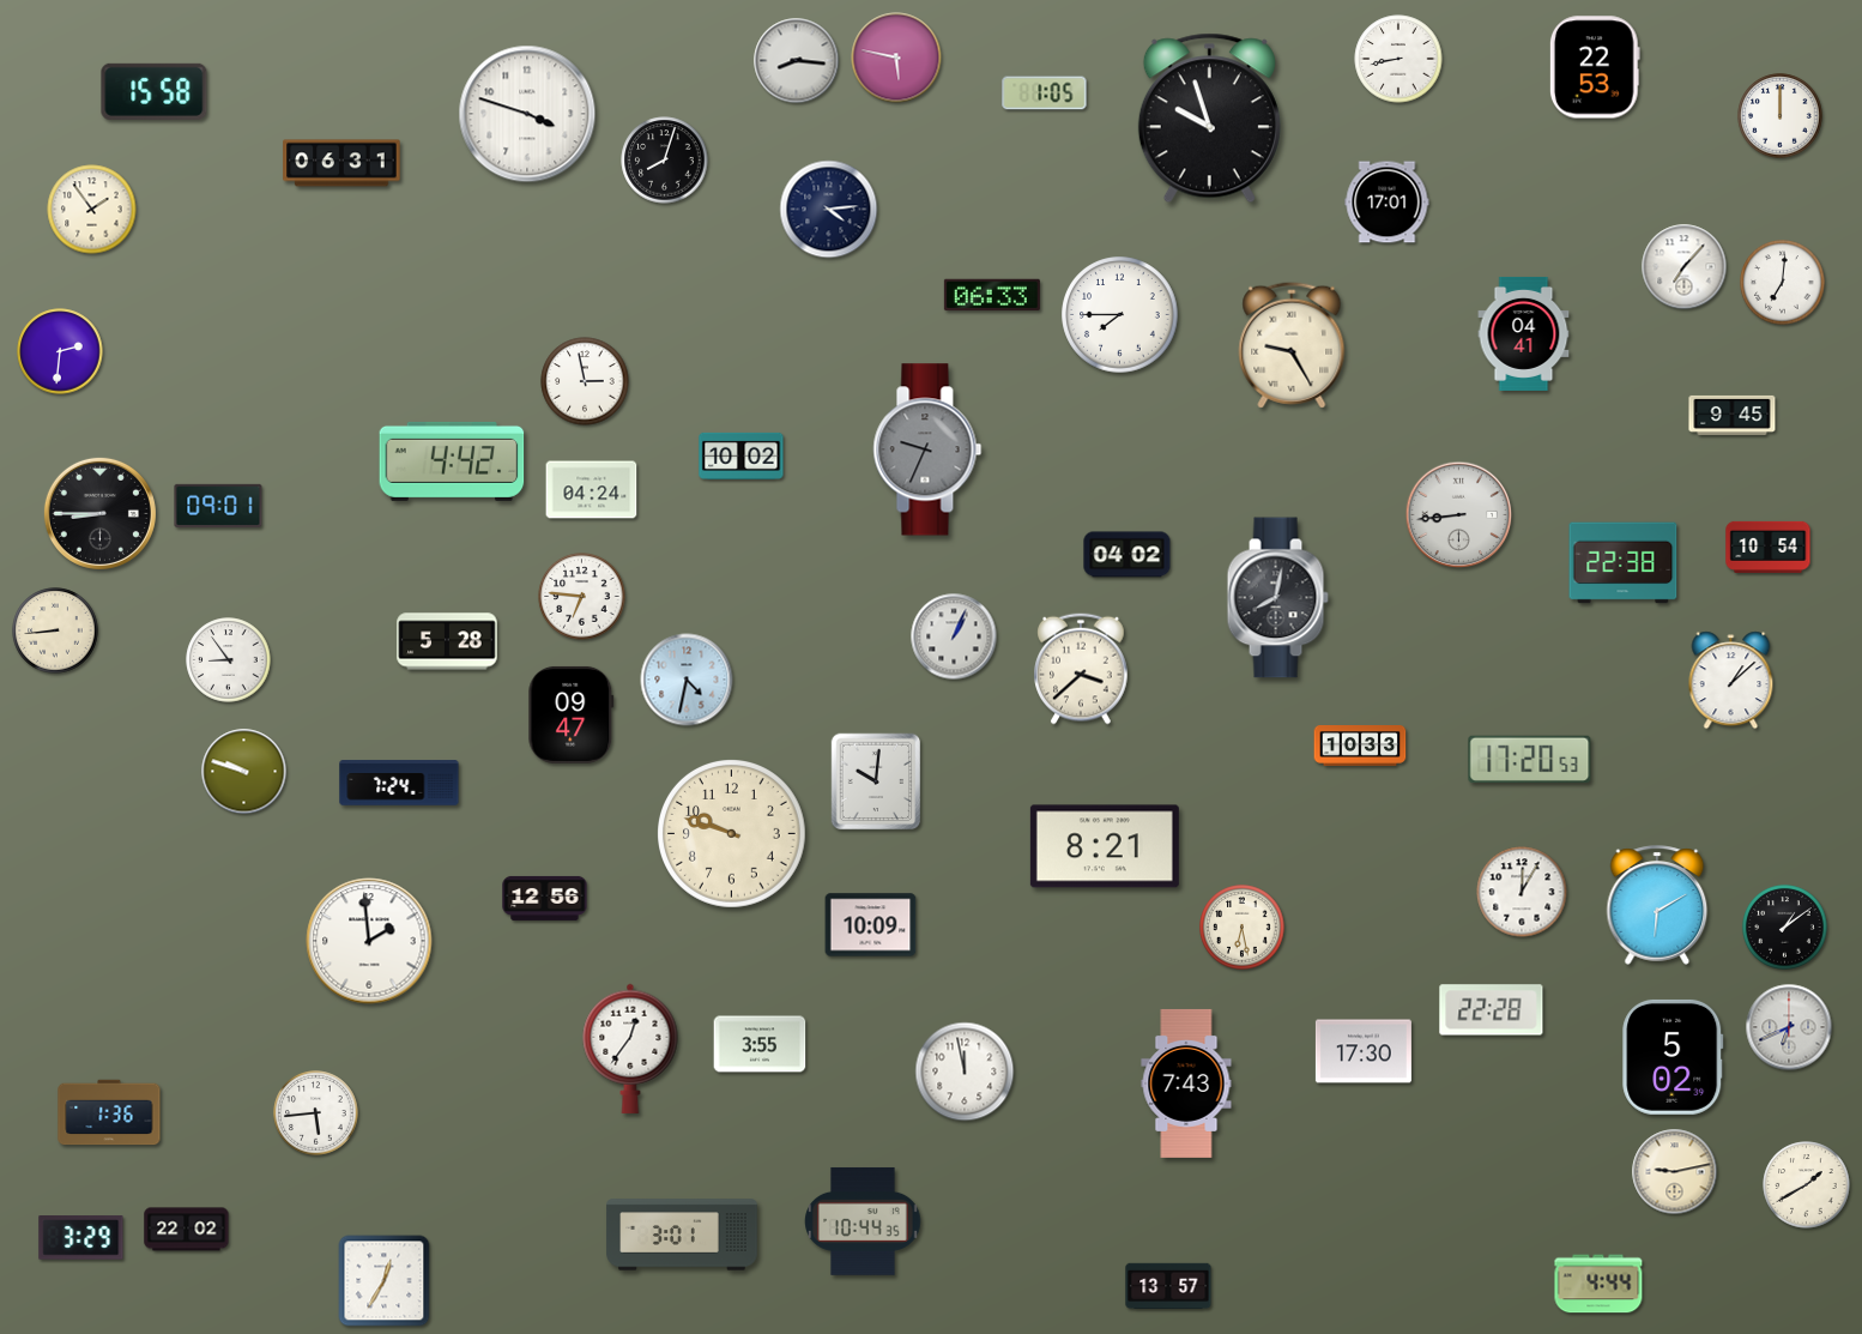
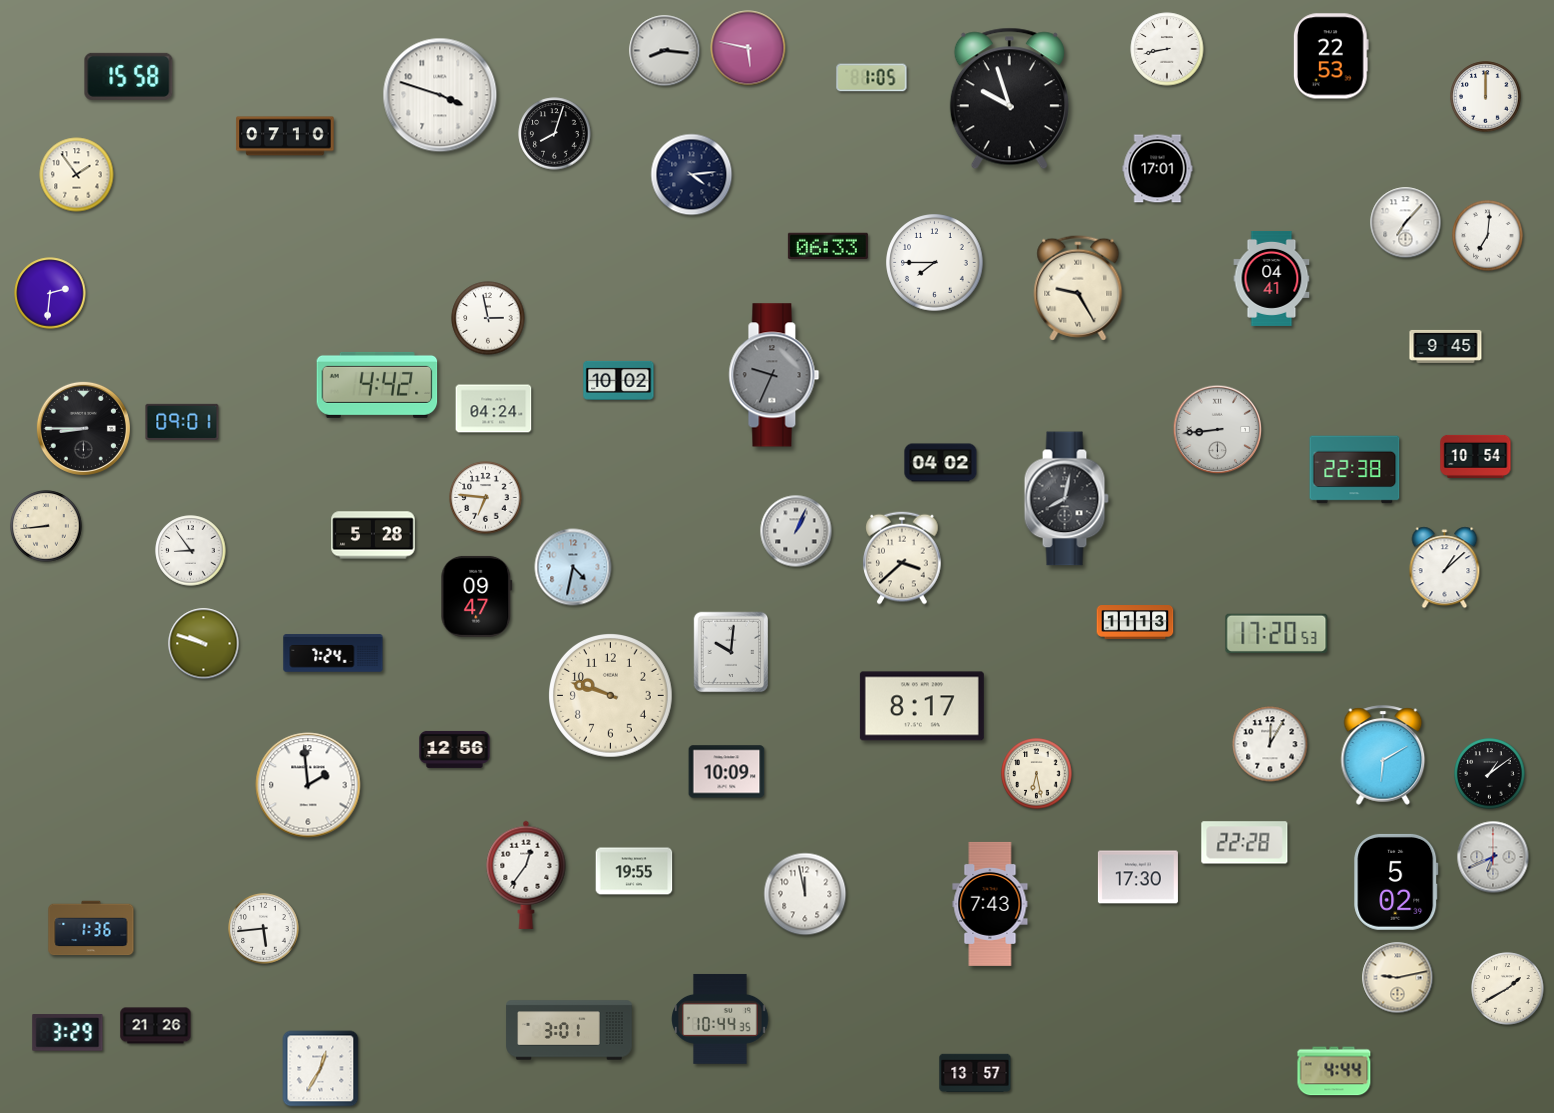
clock at (341, 163): 06:31 -> 07:10
clock at (1360, 747): 10:33 -> 11:13
clock at (1105, 846): 8:21 -> 8:17
clock at (760, 1044): 3:55 -> 19:55
clock at (187, 1230): 22:02 -> 21:26
